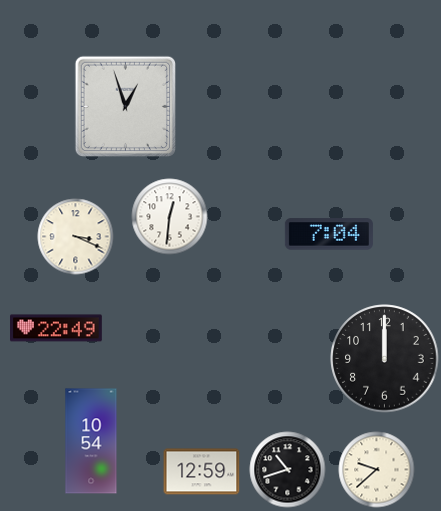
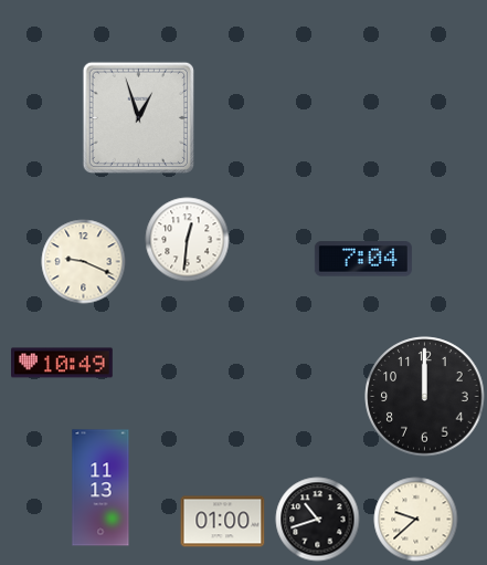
clock at (76, 237): 3:19 -> 9:19
clock at (57, 328): 22:49 -> 10:49
clock at (91, 441): 10:54 -> 11:13
clock at (202, 472): 12:59 -> 01:00
